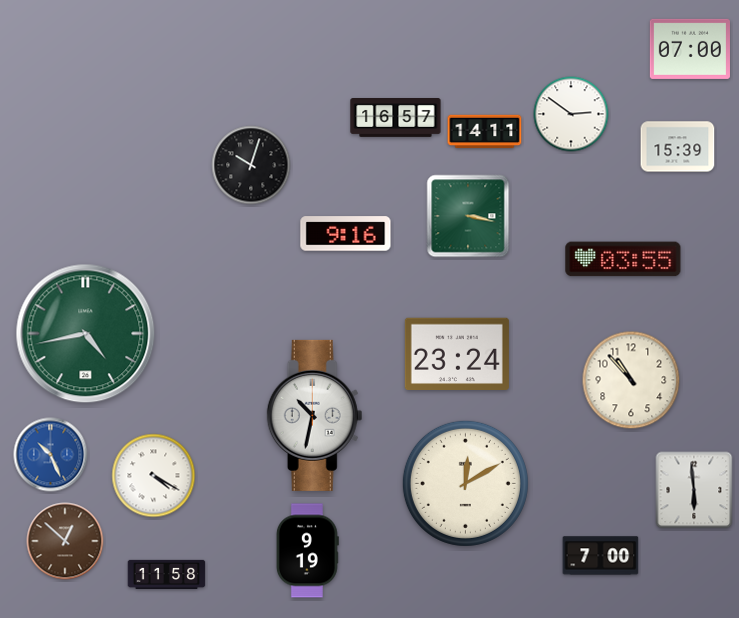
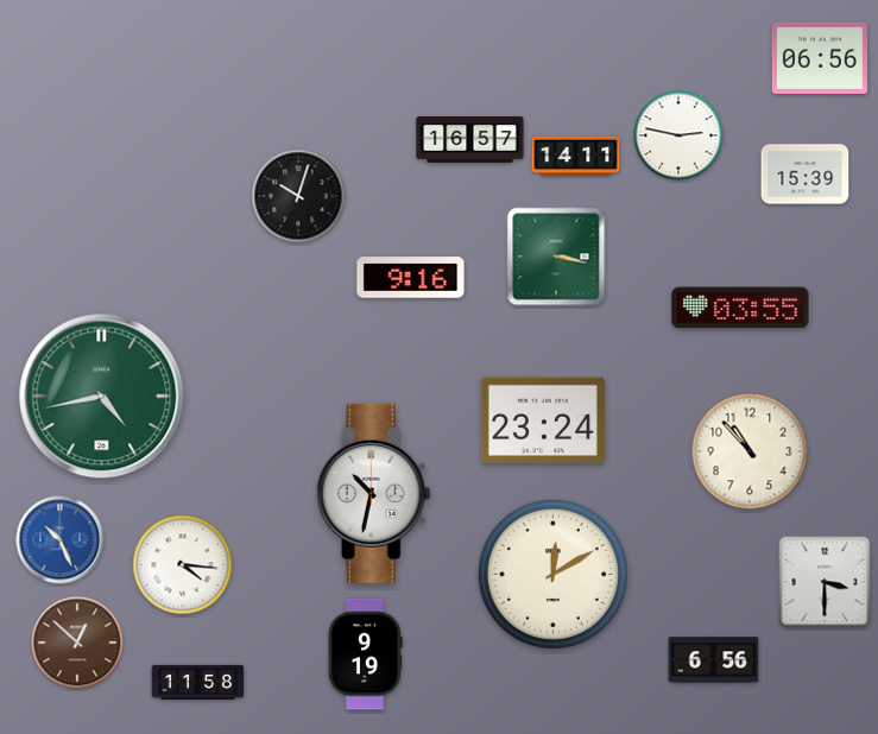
clock at (690, 49): 07:00 -> 06:56
clock at (571, 114): 2:51 -> 2:47
clock at (154, 476): 4:20 -> 4:16
clock at (694, 490): 5:59 -> 3:30
clock at (601, 556): 7:00 -> 6:56
